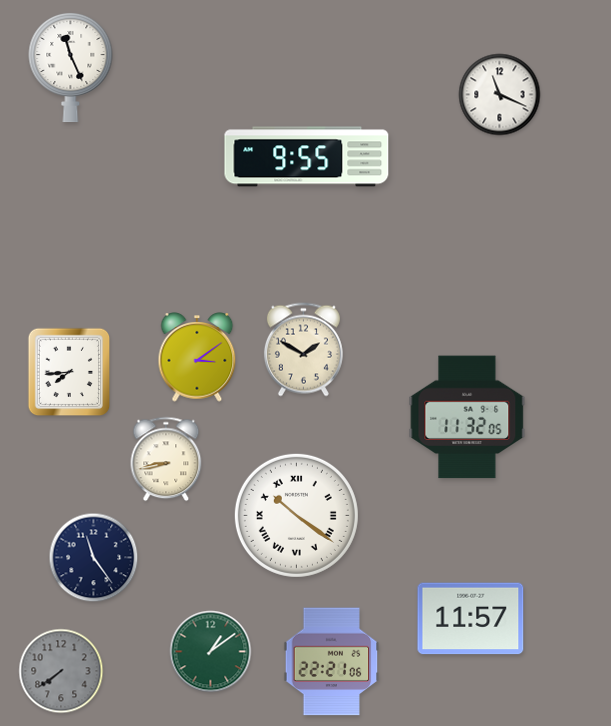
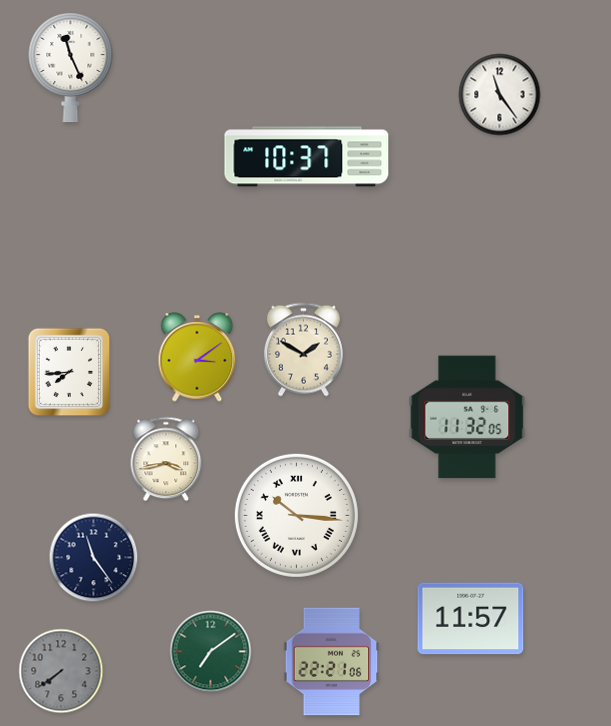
clock at (500, 95): 11:19 -> 11:24
clock at (307, 157): 9:55 -> 10:37
clock at (166, 459): 8:43 -> 3:43
clock at (296, 515): 10:21 -> 10:16
clock at (211, 652): 1:09 -> 7:09
